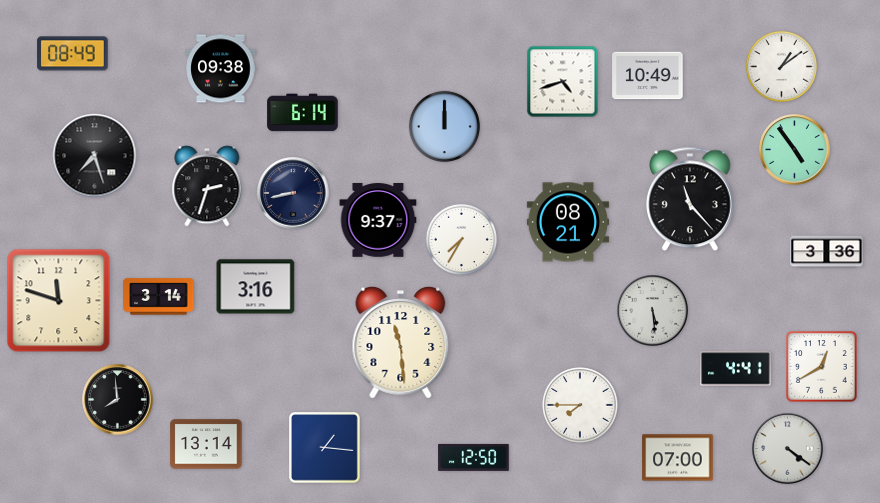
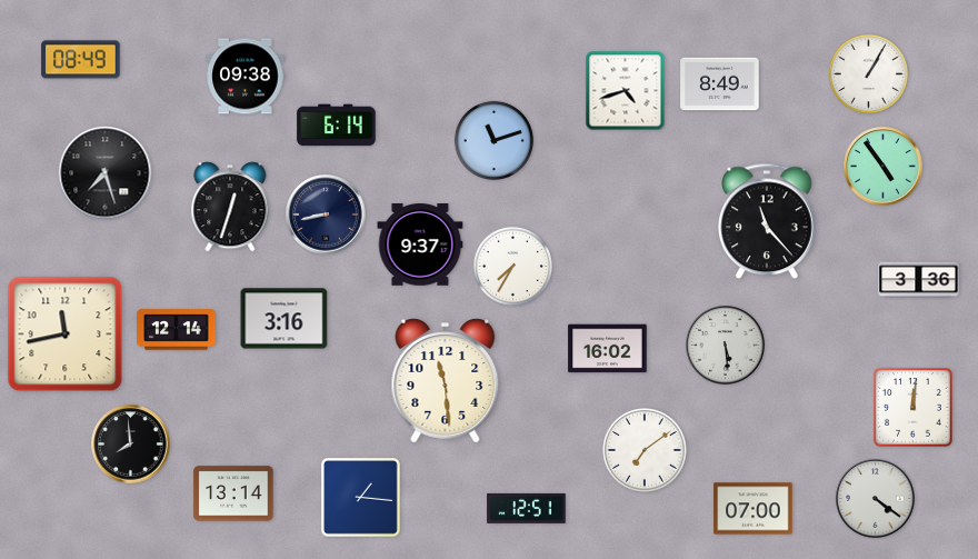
clock at (781, 66): 1:09 -> 1:05
clock at (648, 76): 10:49 -> 8:49
clock at (444, 126): 12:00 -> 11:12
clock at (207, 186): 2:33 -> 12:33
clock at (568, 222): 08:21 -> none
clock at (159, 297): 3:14 -> 12:14
clock at (59, 301): 11:48 -> 11:43
clock at (608, 349): none -> 16:02
clock at (822, 367): 12:40 -> 12:01
clock at (736, 369): 4:41 -> none
clock at (580, 405): 7:45 -> 7:09
clock at (206, 444) position: (206, 444) -> (233, 493)
clock at (474, 457): 12:50 -> 12:51
